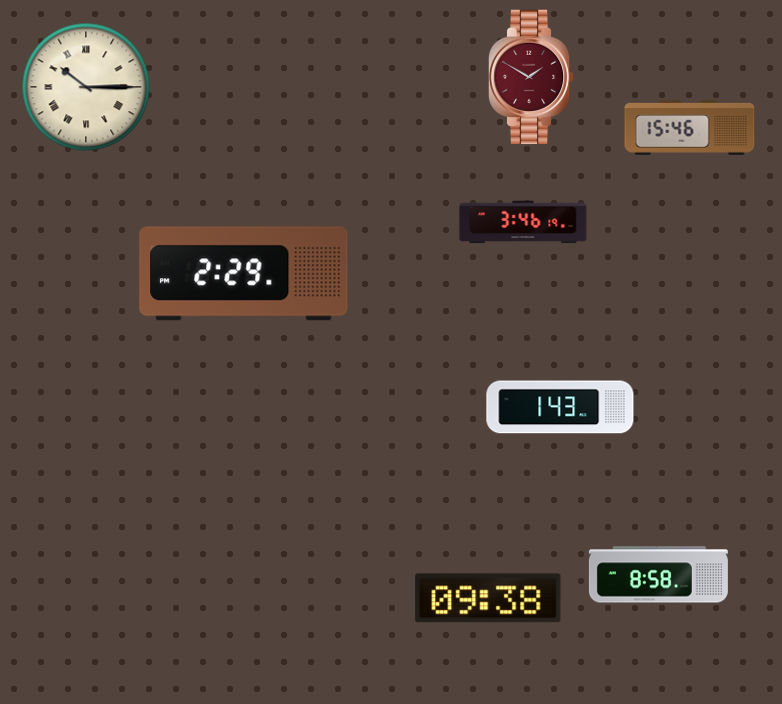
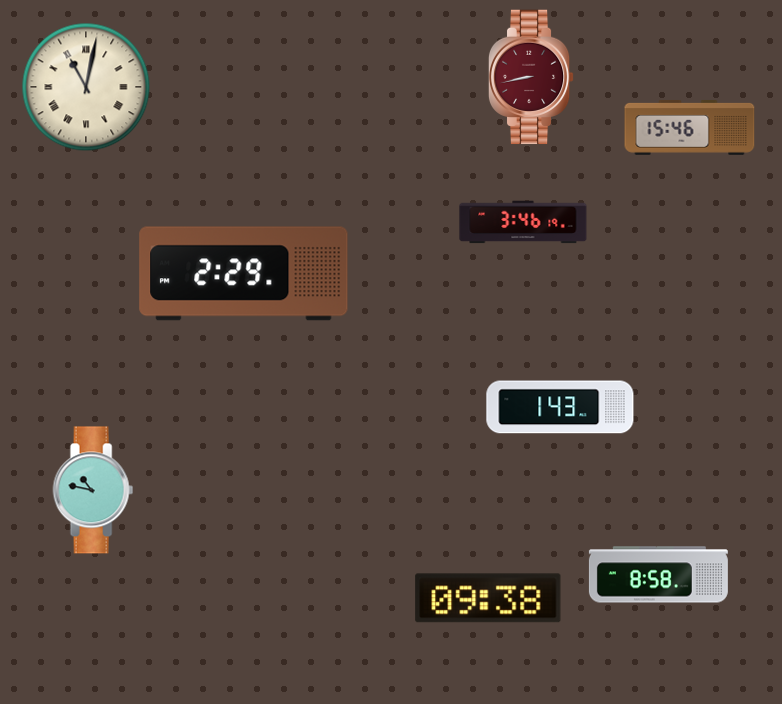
clock at (531, 77): 1:50 -> 8:43
clock at (86, 87): 10:15 -> 11:02
clock at (93, 490): none -> 10:47
